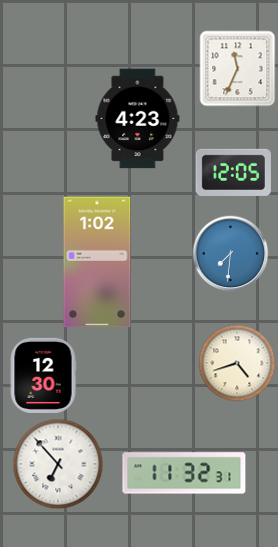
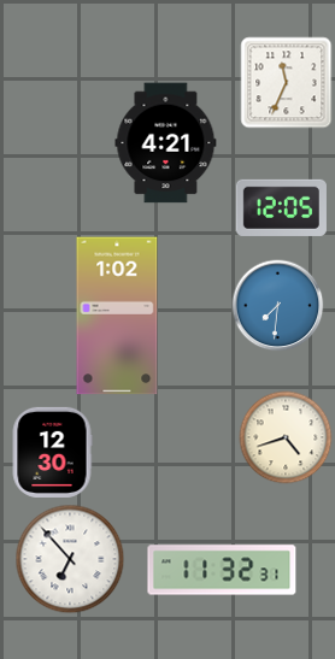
clock at (138, 119): 4:23 -> 4:21
